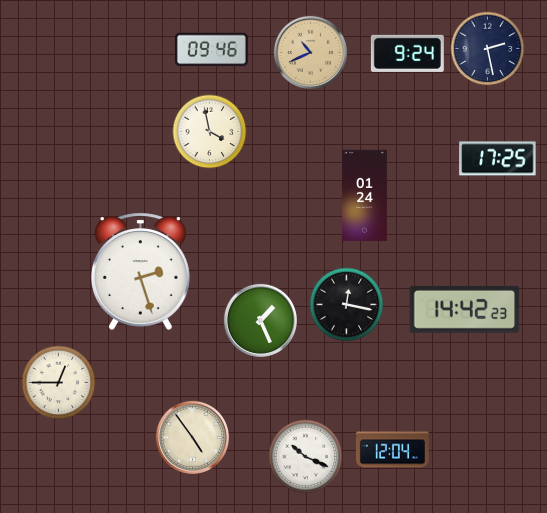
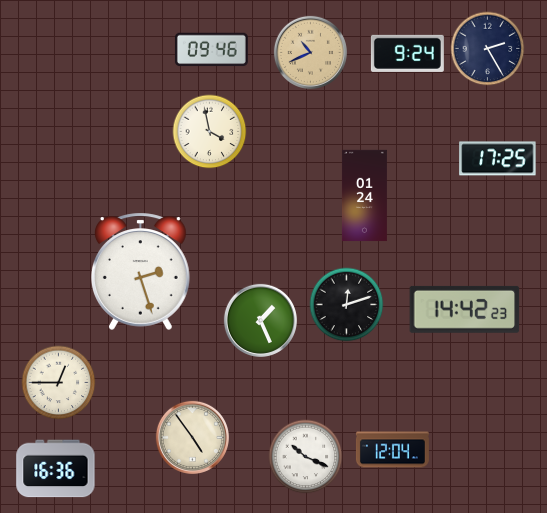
clock at (488, 49): 2:28 -> 2:25
clock at (347, 305): 12:17 -> 12:12
clock at (56, 469): none -> 16:36
